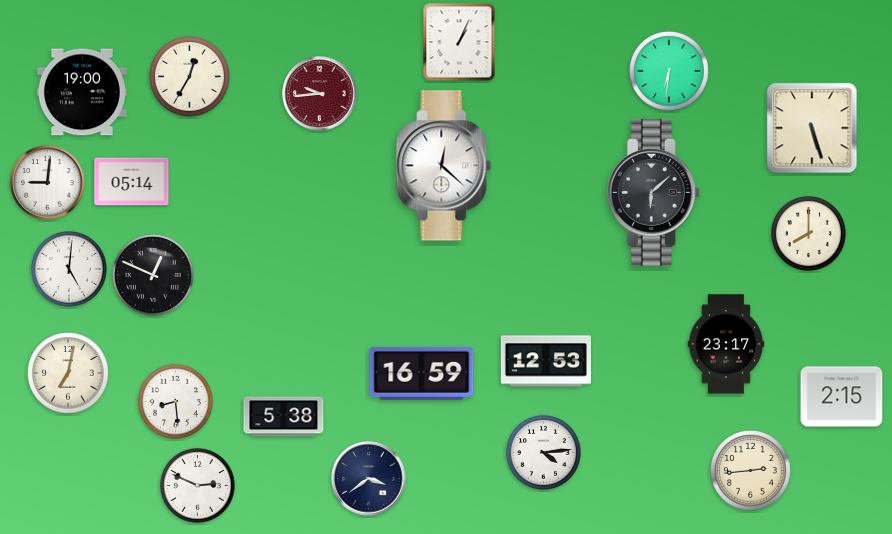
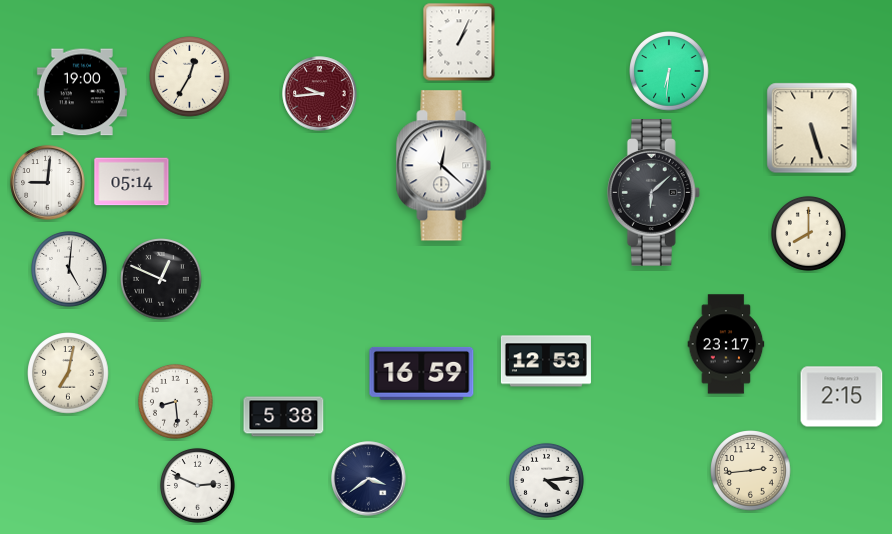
clock at (153, 275) position: (153, 275) -> (161, 279)
clock at (544, 453) position: (544, 453) -> (547, 481)
